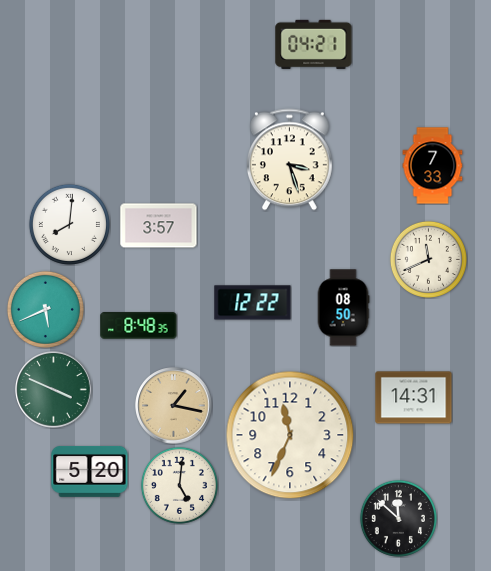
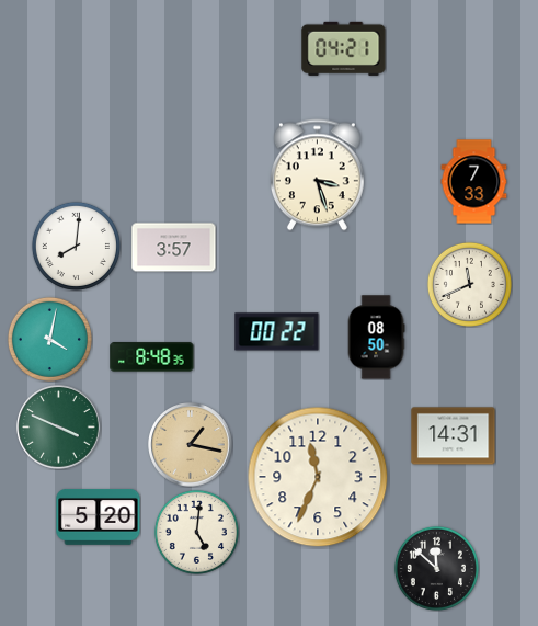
clock at (253, 303): 12:22 -> 00:22
clock at (45, 309): 5:41 -> 4:02
